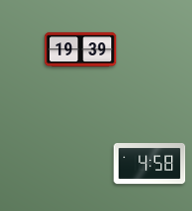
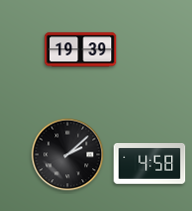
clock at (68, 155): none -> 2:08
